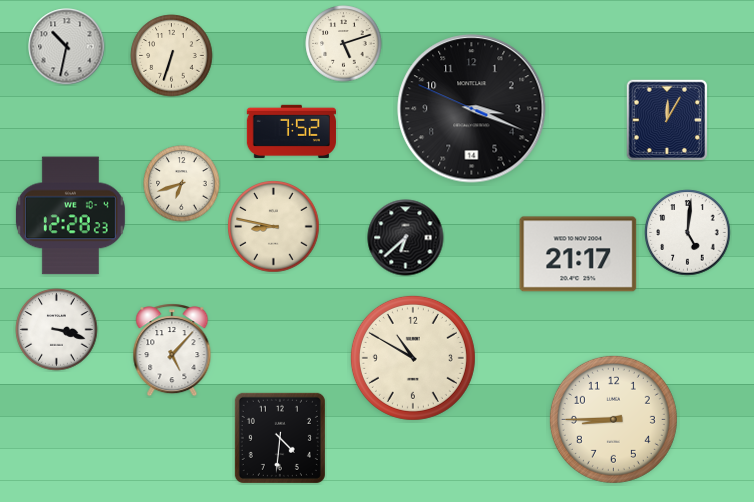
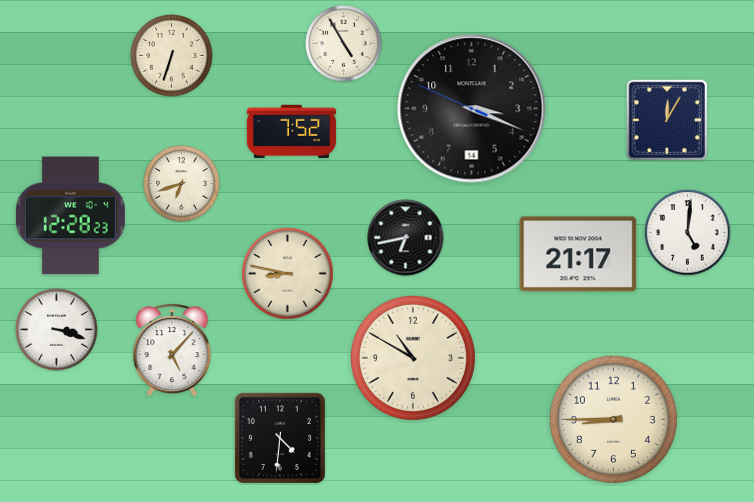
clock at (344, 44): 5:12 -> 4:55
clock at (67, 47): 10:32 -> none
clock at (274, 227) position: (274, 227) -> (288, 274)
clock at (406, 238): 6:38 -> 6:43
